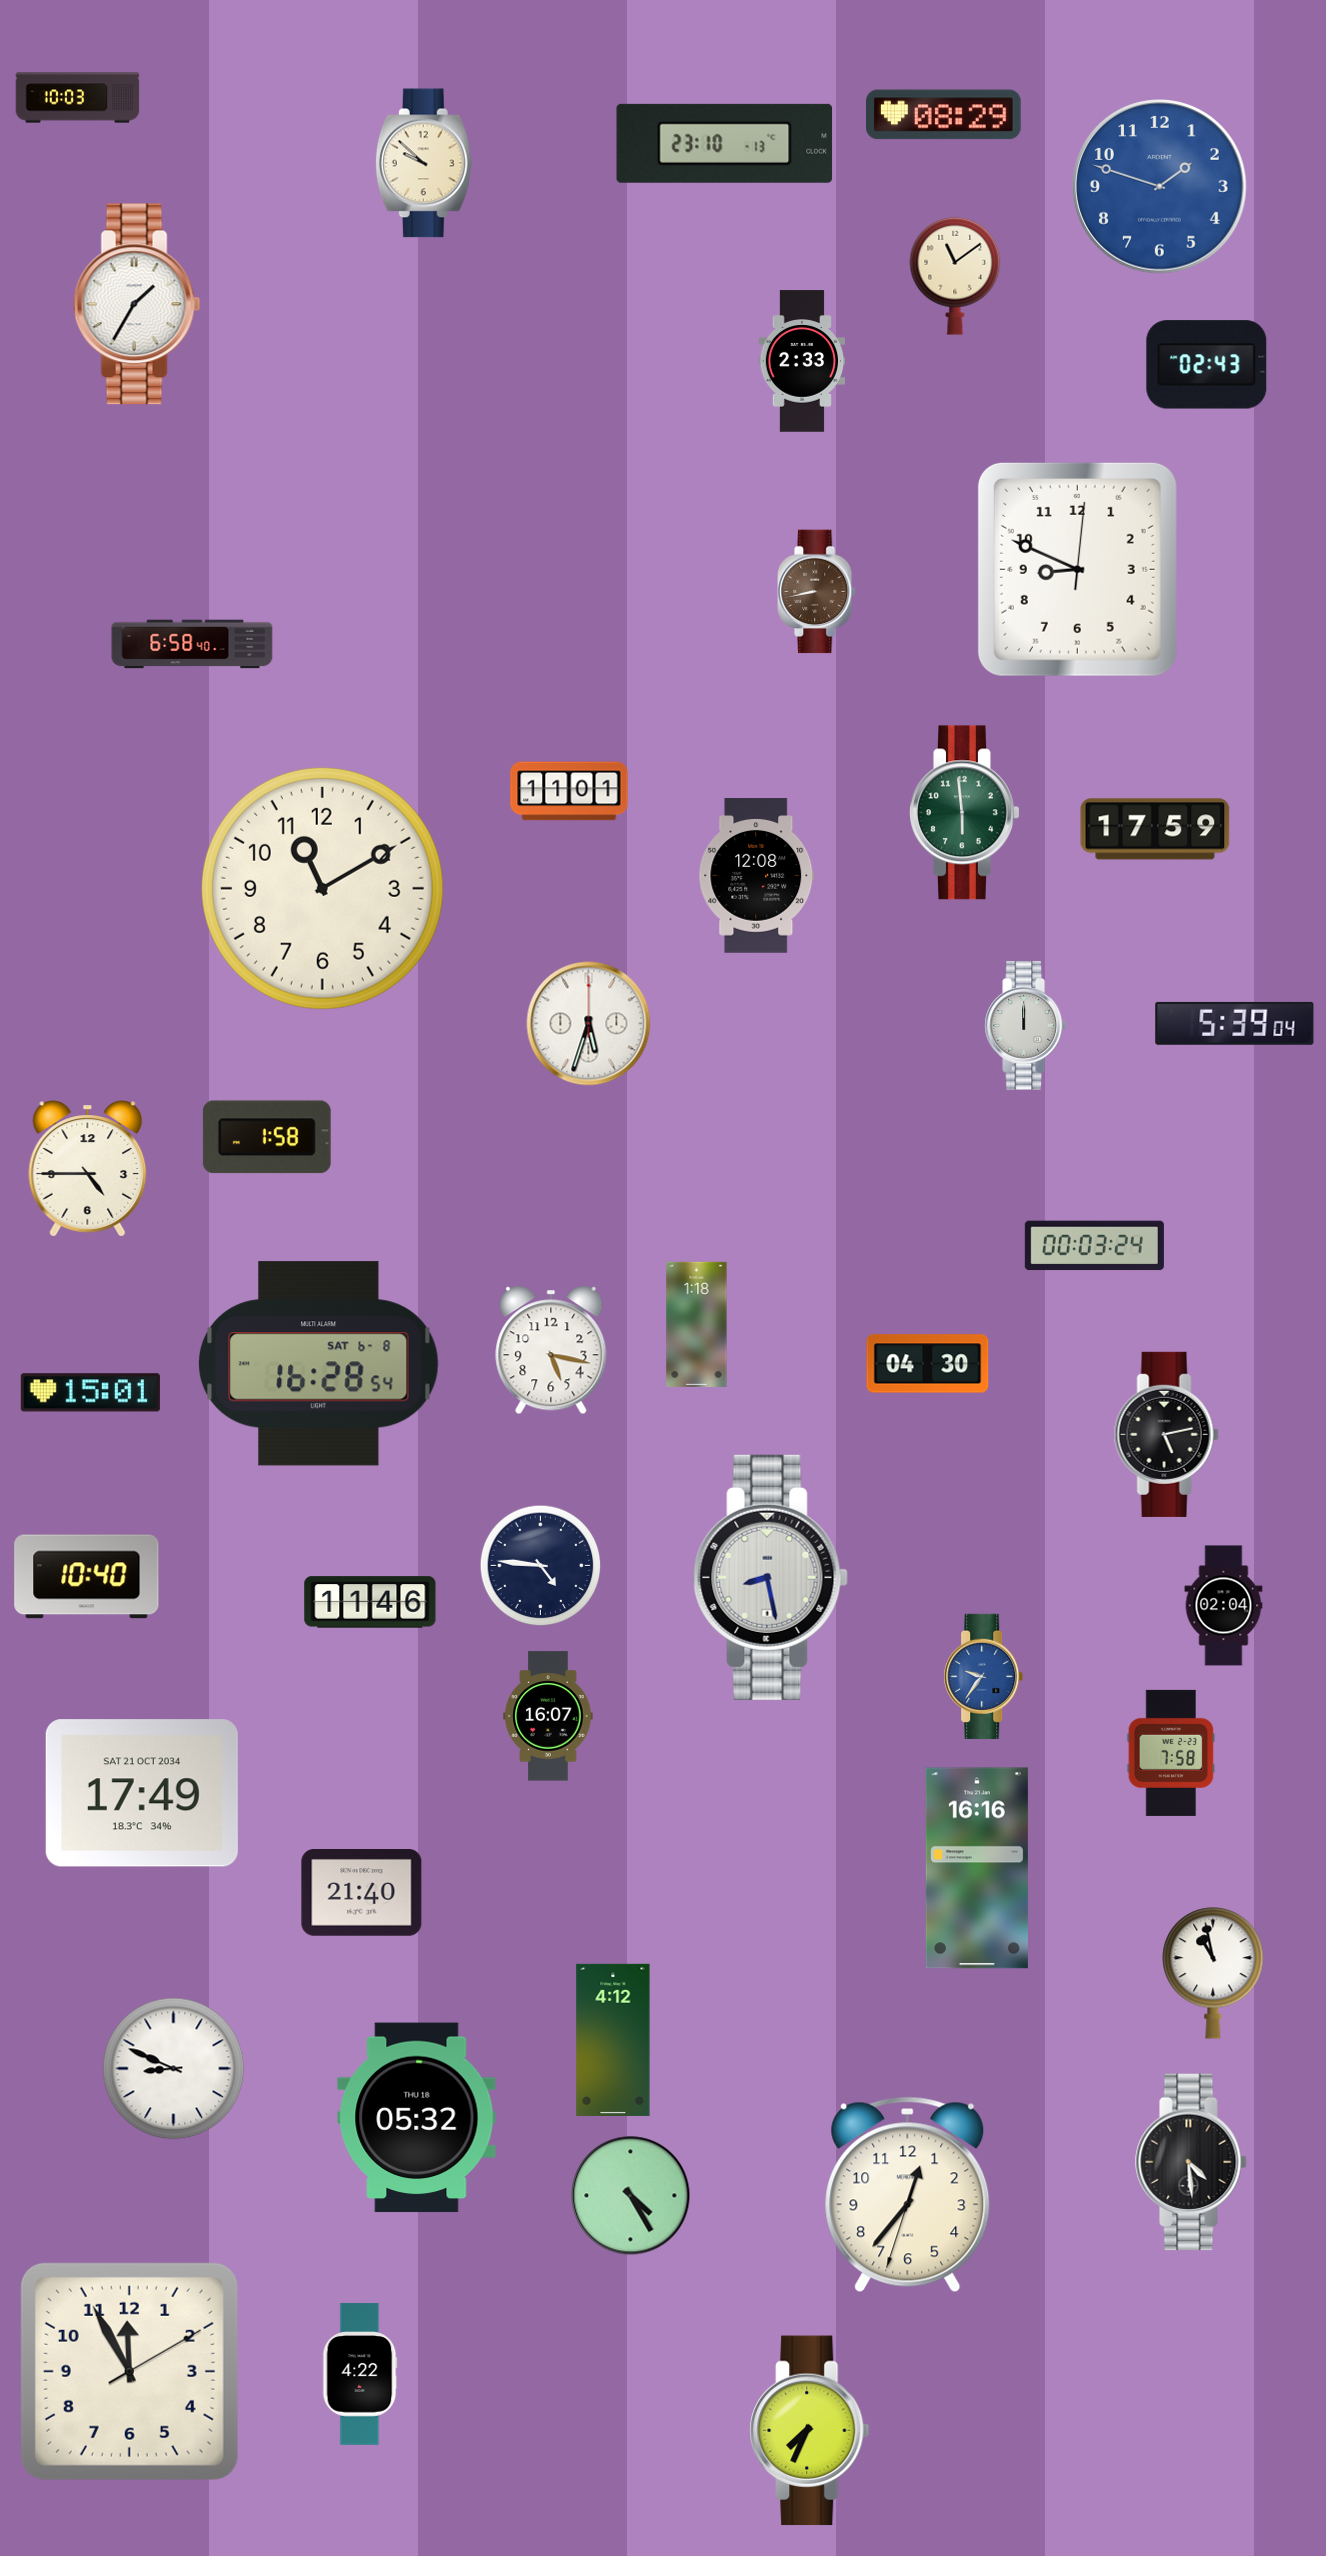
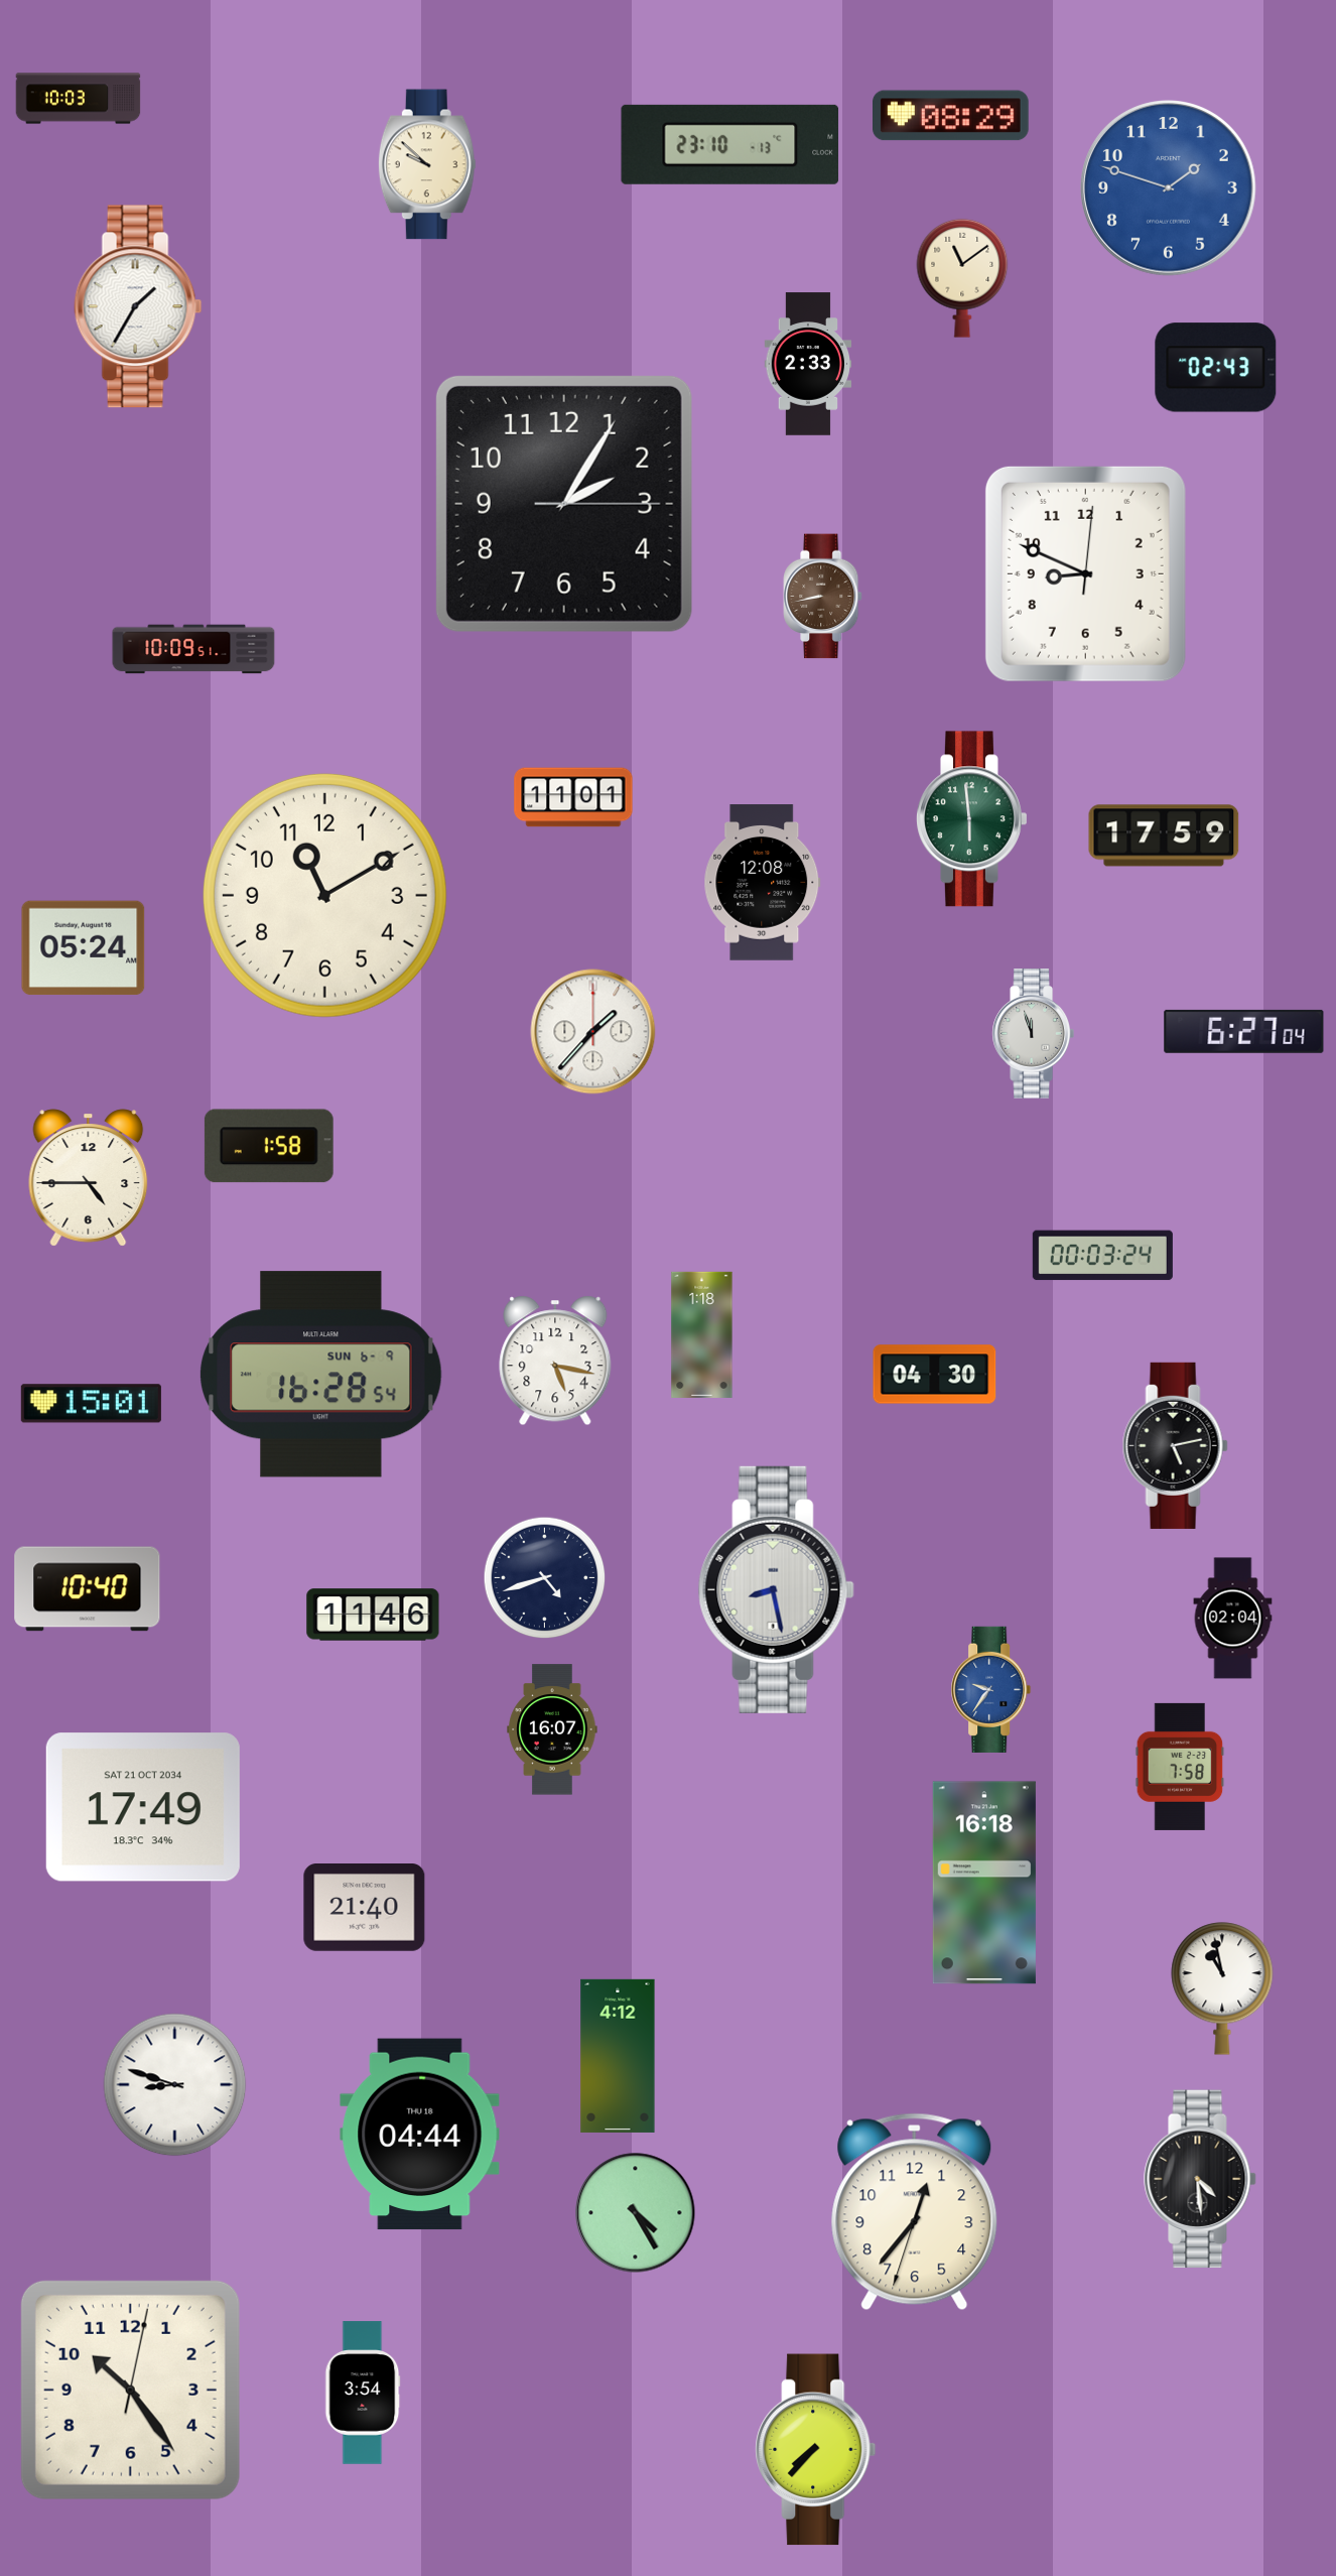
clock at (564, 504): none -> 2:05
clock at (192, 644): 6:58 -> 10:09
clock at (84, 948): none -> 05:24
clock at (1235, 1023): 5:39 -> 6:27
clock at (589, 1024): 5:33 -> 1:37
clock at (1025, 1026): 12:00 -> 11:57
clock at (319, 1364) date: SAT 6-8 -> SUN 6-9
clock at (541, 1566): 4:46 -> 4:42
clock at (977, 1868): 16:16 -> 16:18
clock at (174, 2069): 8:49 -> 8:48
clock at (417, 2118): 05:32 -> 04:44
clock at (129, 2371): 11:55 -> 10:24
clock at (360, 2374): 4:22 -> 3:54
clock at (810, 2431): 7:34 -> 7:37
